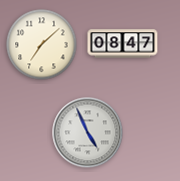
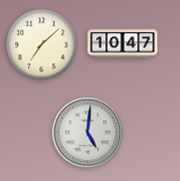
clock at (123, 44): 08:47 -> 10:47
clock at (88, 133): 4:56 -> 5:01
